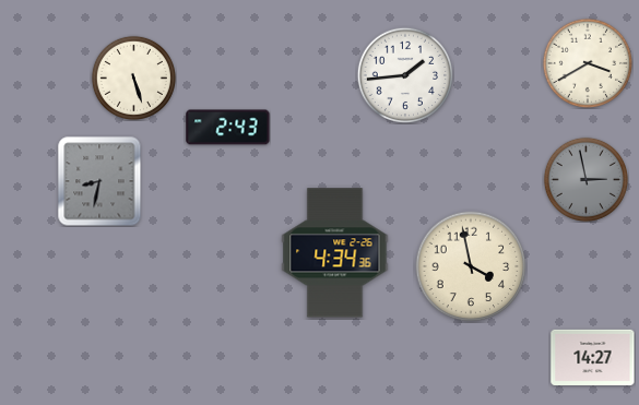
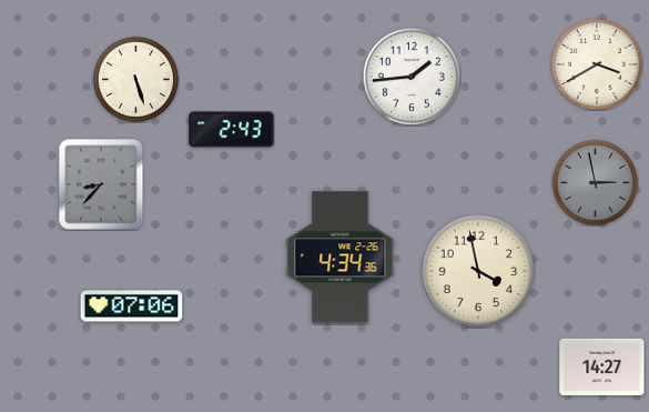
clock at (99, 181): 8:32 -> 8:37
clock at (132, 307): none -> 07:06
clock at (593, 357) position: (593, 357) -> (602, 366)
